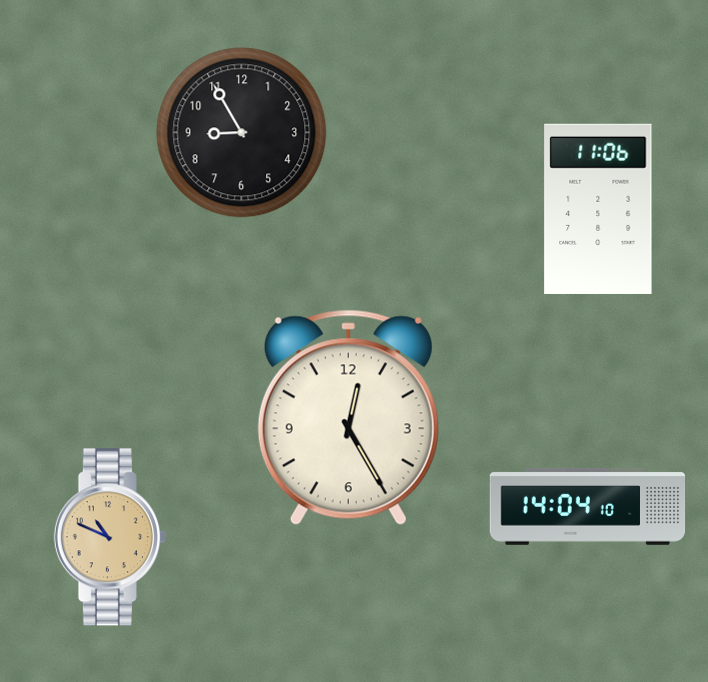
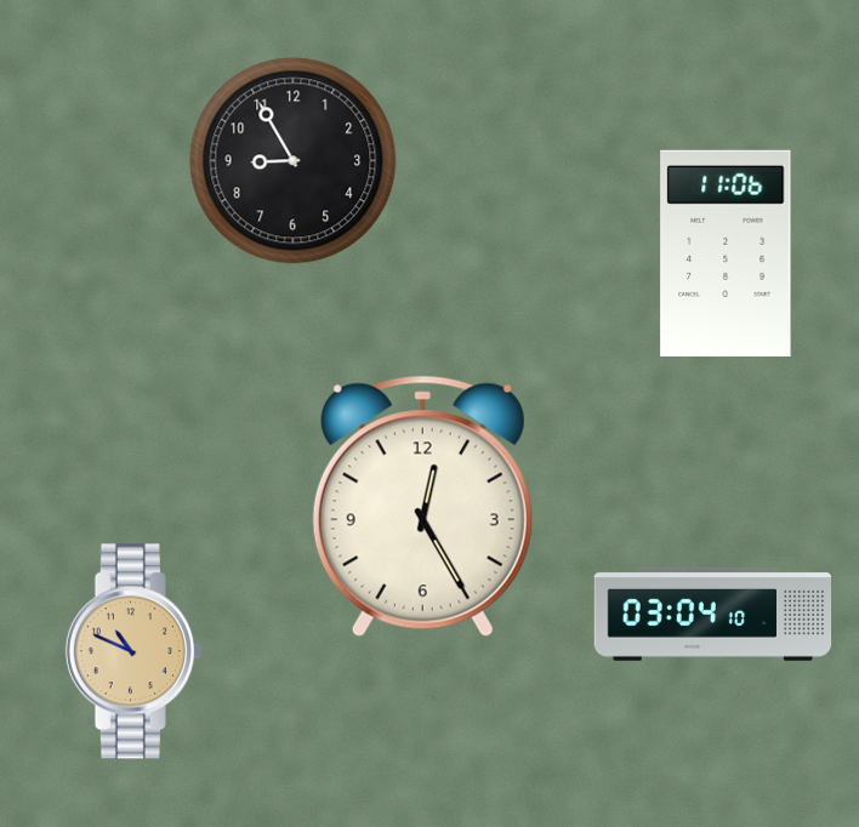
clock at (588, 507): 14:04 -> 03:04
